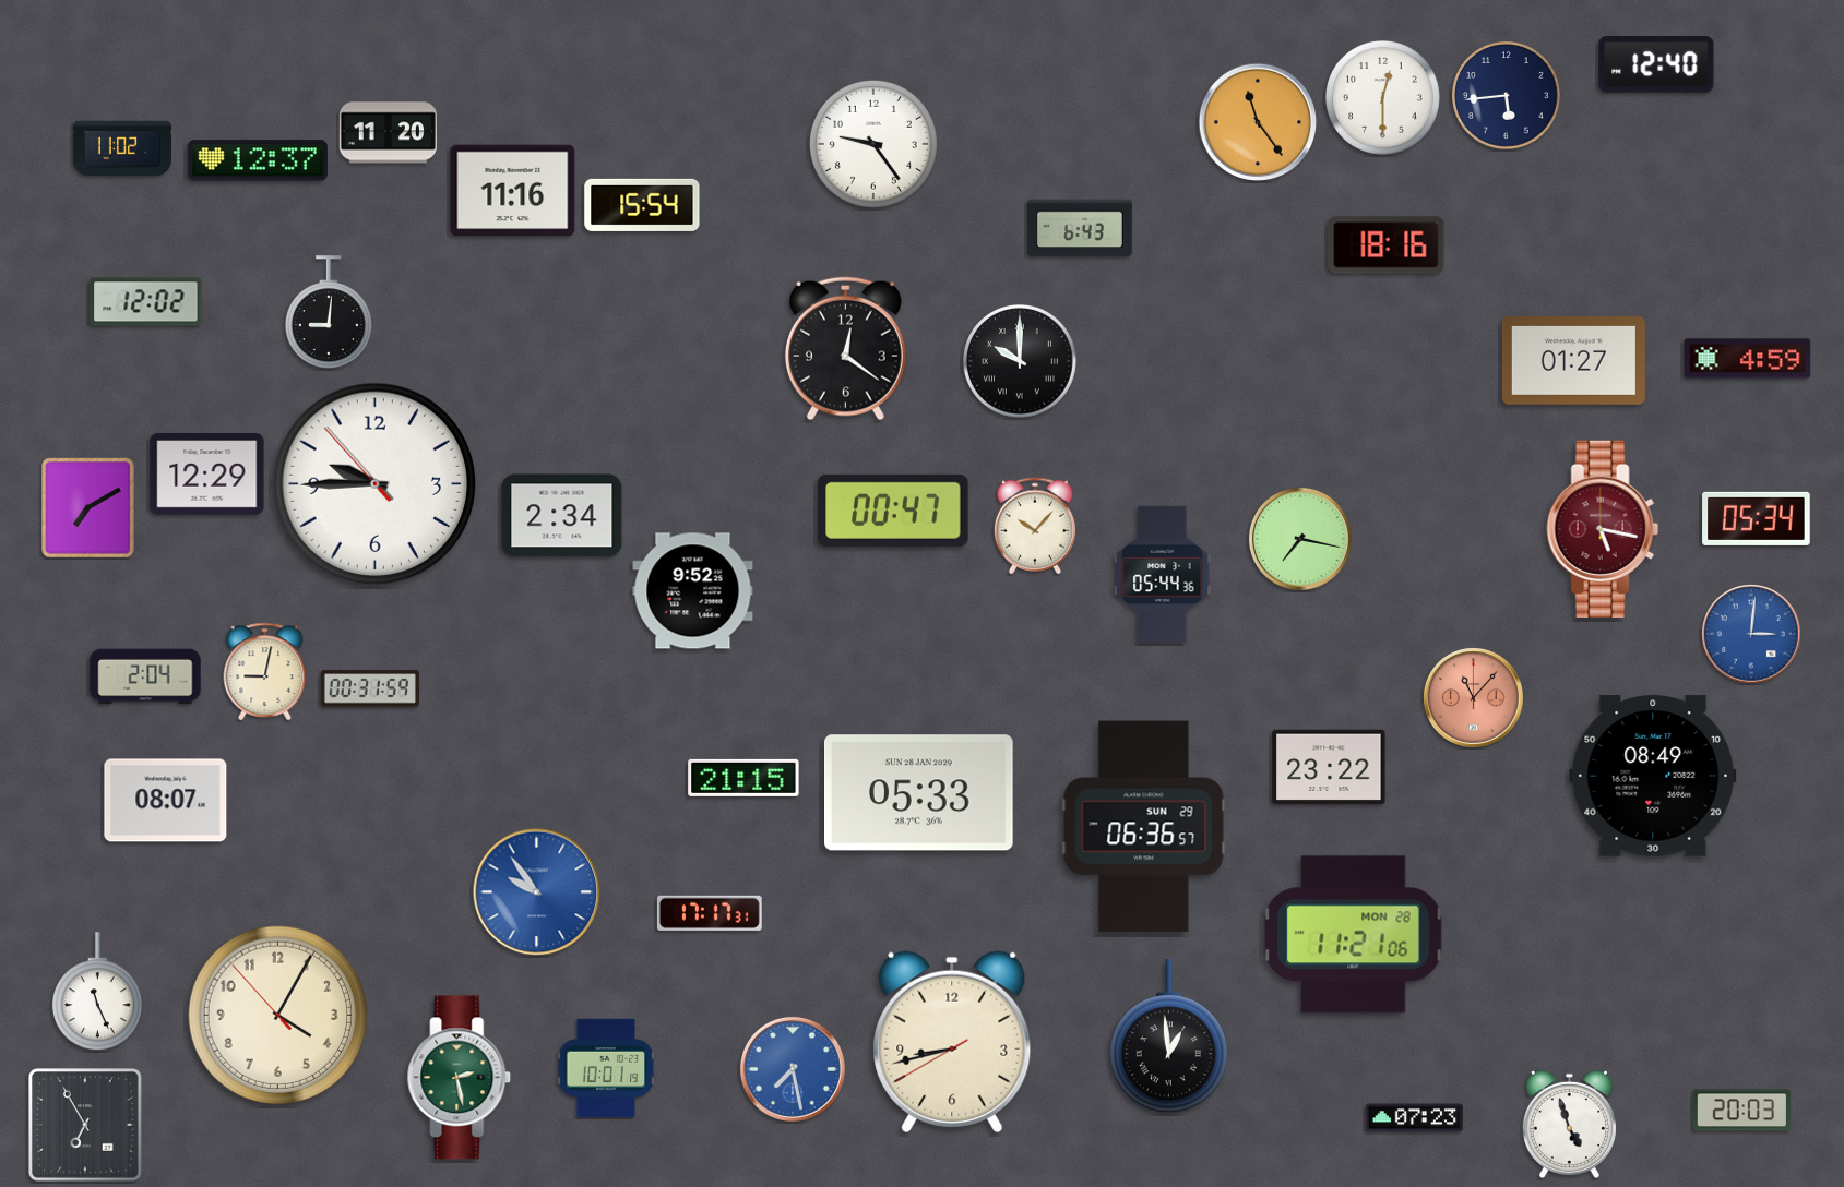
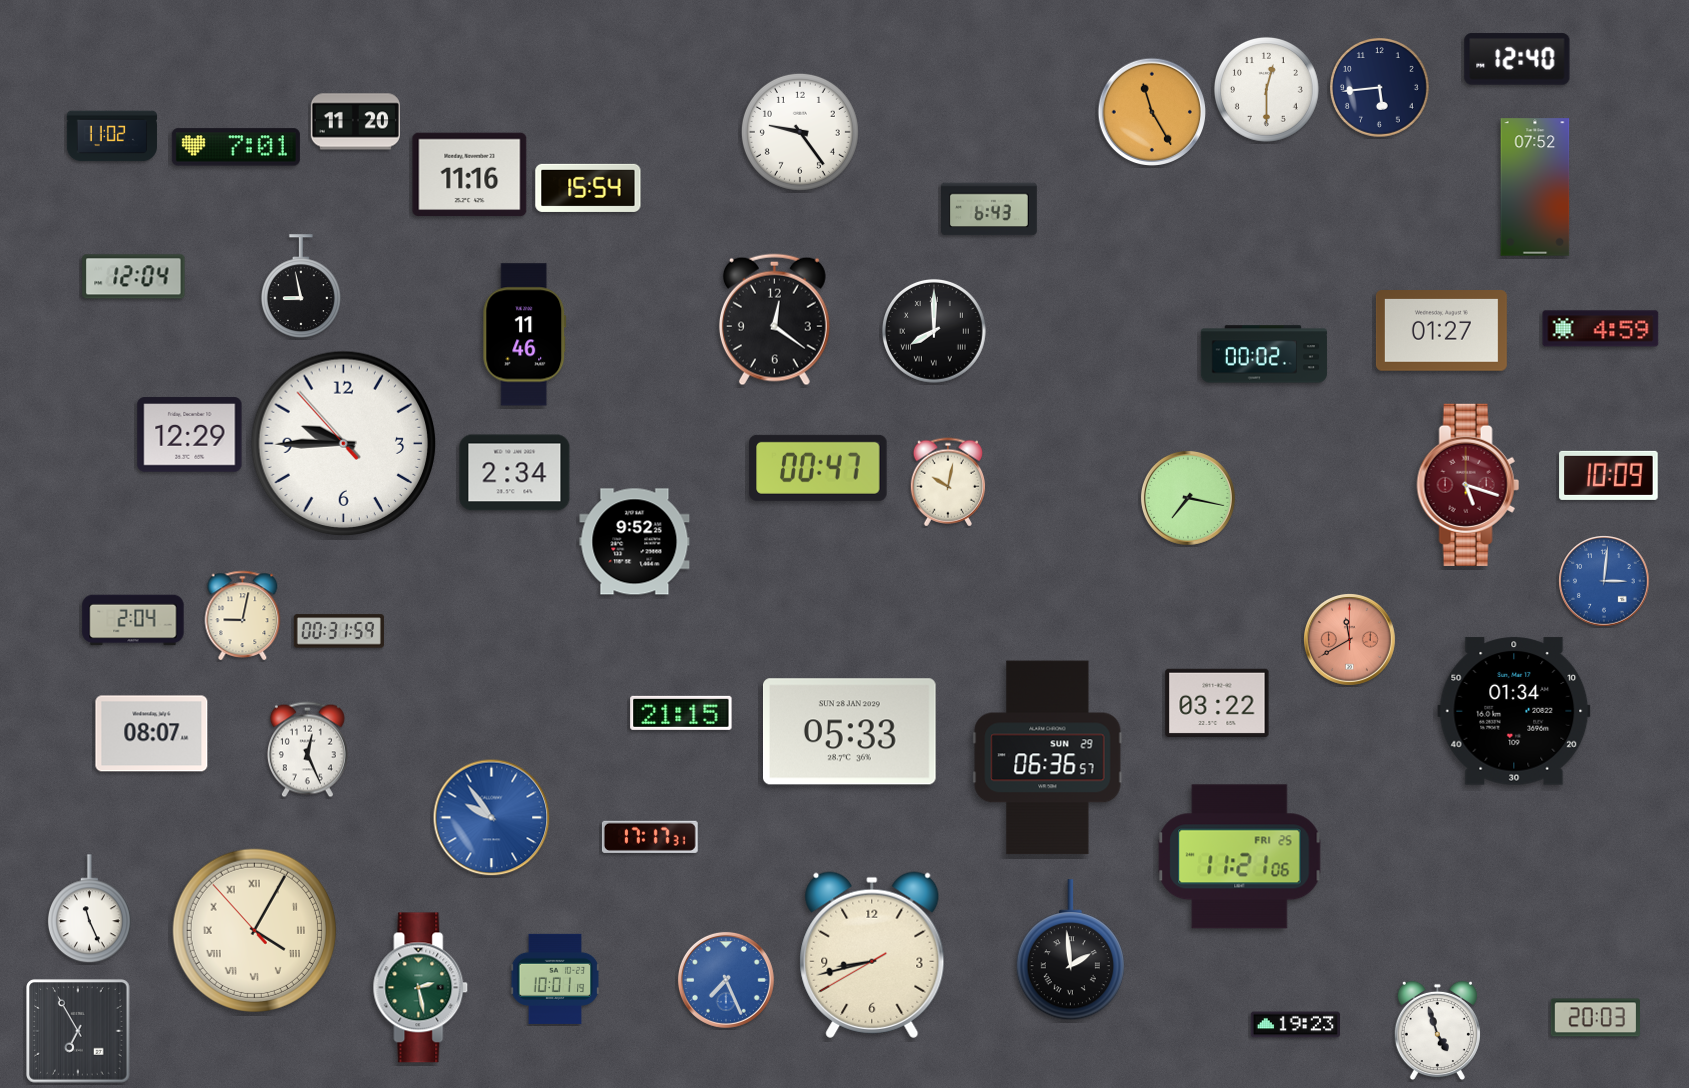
clock at (1258, 122): 11:24 -> 11:25
clock at (258, 160): 12:37 -> 7:01
clock at (1535, 187): none -> 07:52
clock at (1387, 245): 18:16 -> none
clock at (146, 302): 12:02 -> 12:04
clock at (329, 313): 9:01 -> 8:58
clock at (1020, 361): 10:00 -> 8:00
clock at (525, 335): none -> 11:46
clock at (1264, 354): none -> 00:02
clock at (88, 508): 7:10 -> none
clock at (1757, 518): 05:34 -> 10:09
clock at (1034, 526): 10:07 -> 10:02
clock at (1603, 529): 5:17 -> 5:18
clock at (1300, 539) position: (1300, 539) -> (1188, 498)
clock at (1163, 574): 05:44 -> none
clock at (1474, 698): 11:07 -> 11:40
clock at (1329, 766): 23:22 -> 03:22
clock at (1653, 776): 08:49 -> 01:34
clock at (919, 793) position: (919, 793) -> (850, 732)
clock at (307, 750): none -> 12:26
clock at (1354, 935) date: MON 28 -> FRI 25
clock at (277, 1015) numerals: Arabic -> Roman
clock at (1168, 1036): 12:59 -> 1:59
clock at (793, 1069): 7:28 -> 7:26
clock at (1414, 1118): 07:23 -> 19:23
